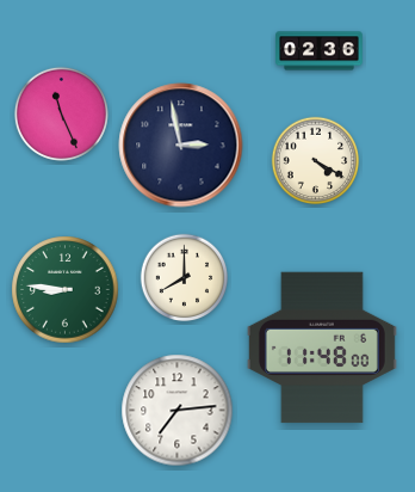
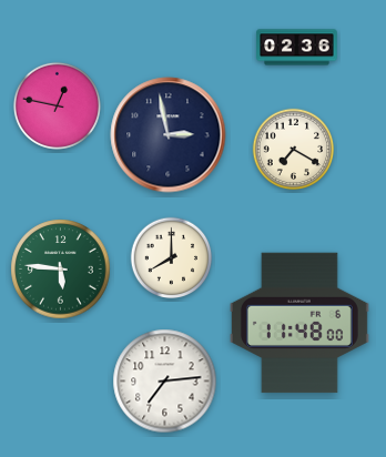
clock at (61, 113): 11:26 -> 12:47
clock at (316, 161): 4:20 -> 7:20
clock at (66, 290): 8:46 -> 5:46
